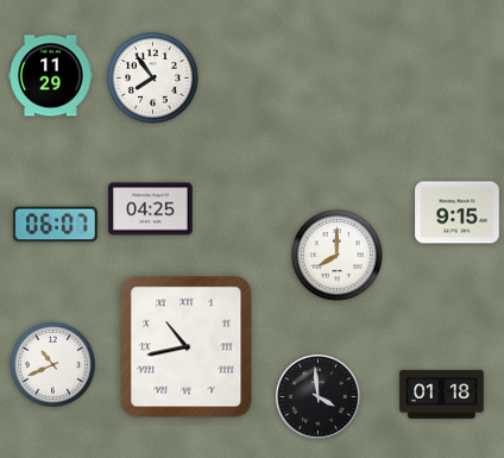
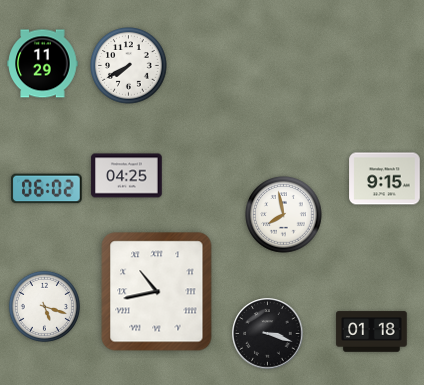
clock at (153, 79): 7:54 -> 7:40
clock at (56, 225): 06:07 -> 06:02
clock at (338, 256): 8:00 -> 7:58
clock at (52, 364): 10:41 -> 5:18
clock at (319, 397): 3:59 -> 3:18
